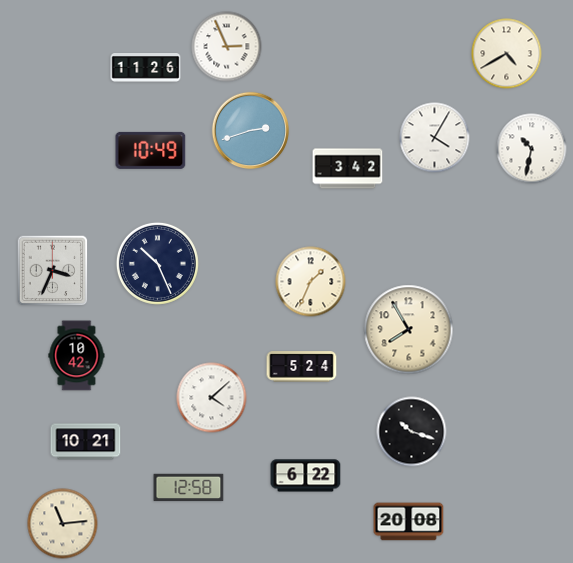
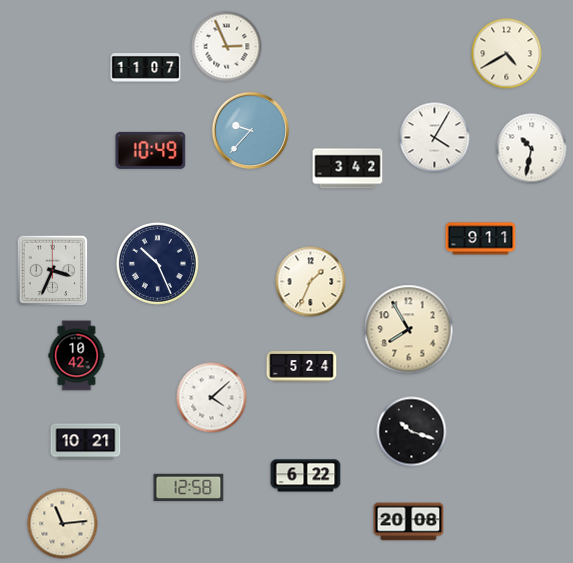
clock at (146, 68): 11:26 -> 11:07
clock at (250, 130): 2:42 -> 9:37
clock at (481, 239): none -> 9:11
